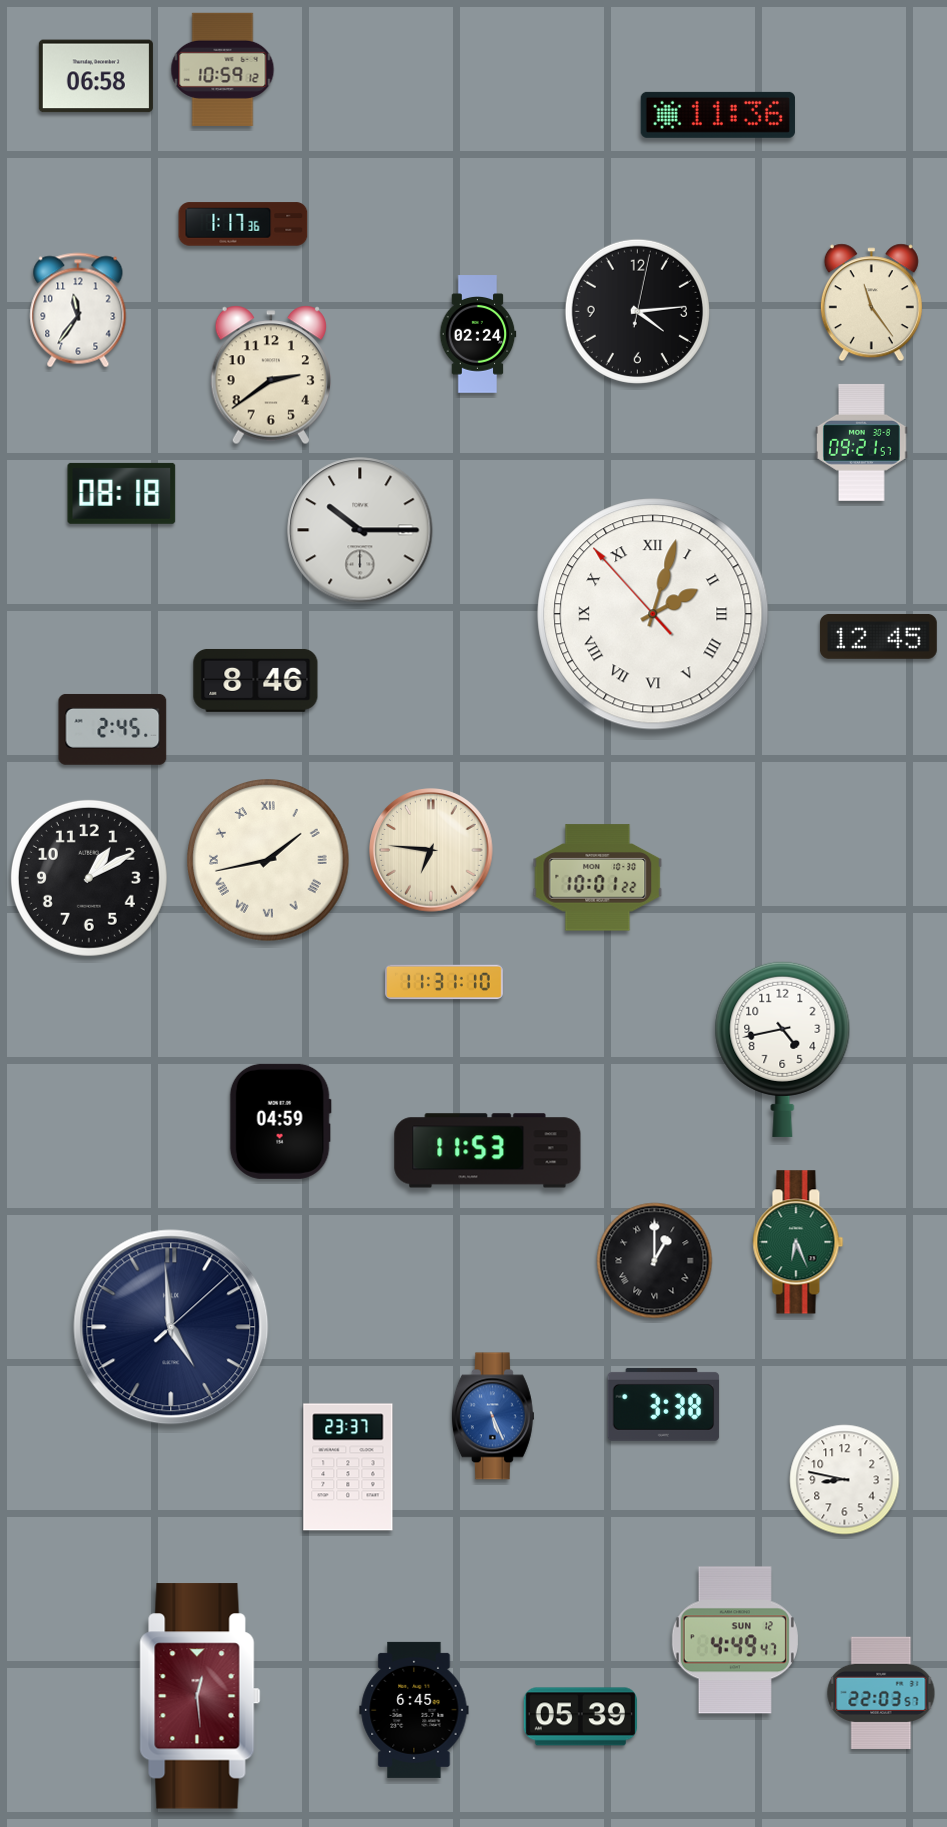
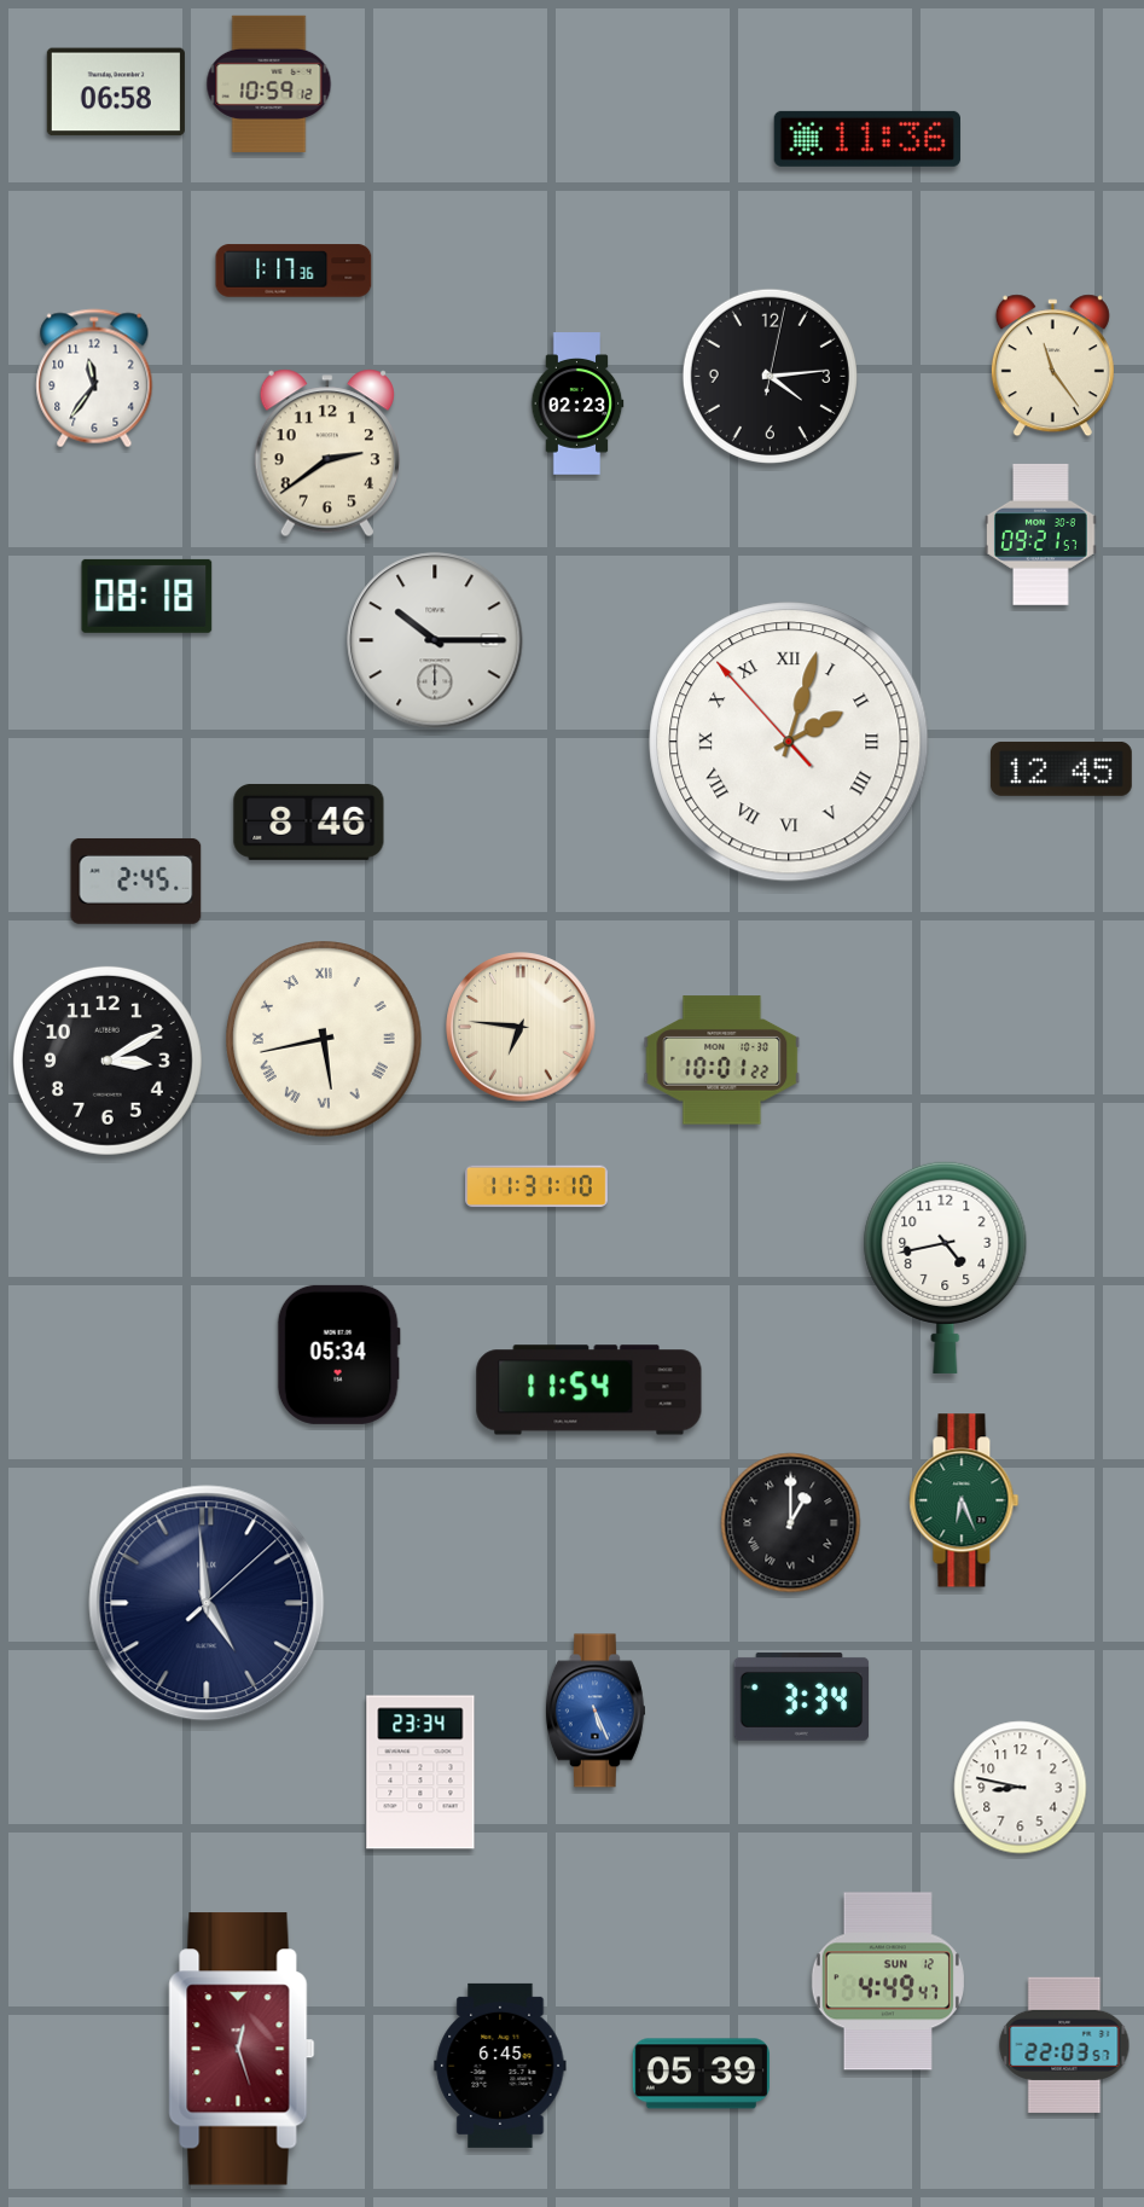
clock at (78, 310) position: (78, 310) -> (94, 378)
clock at (478, 334): 02:24 -> 02:23
clock at (268, 861): 1:43 -> 5:43
clock at (89, 878): 1:10 -> 3:10
clock at (280, 1121): 04:59 -> 05:34
clock at (488, 1151): 11:53 -> 11:54
clock at (664, 1404): 3:38 -> 3:34
clock at (348, 1467): 23:37 -> 23:34
clock at (200, 1696): 12:29 -> 12:27
